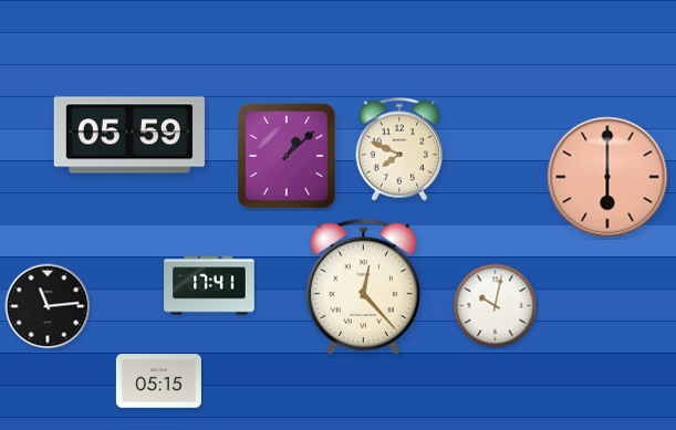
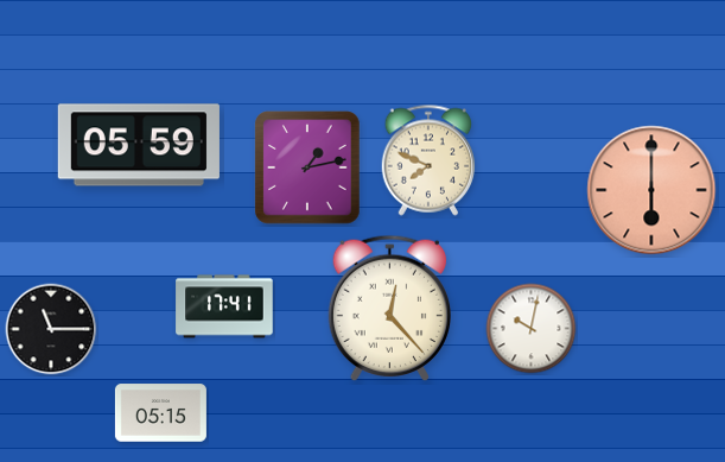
clock at (287, 156): 1:08 -> 1:13
clock at (48, 306): 11:14 -> 11:15
clock at (158, 381) position: (158, 381) -> (160, 413)
